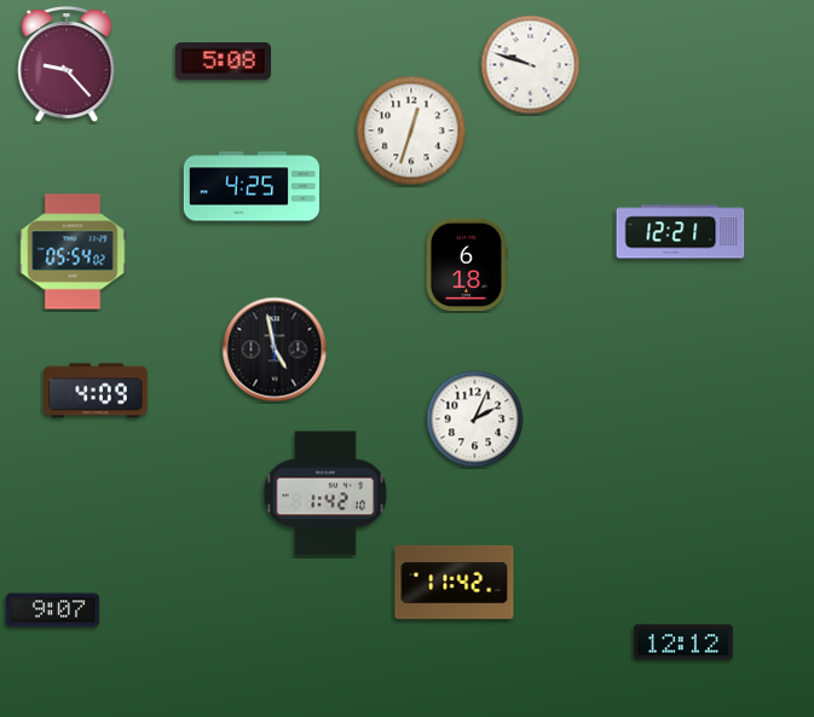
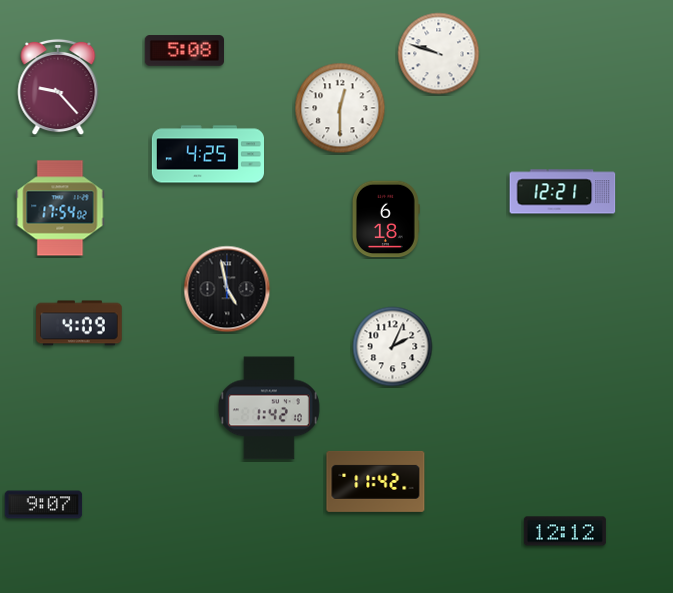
clock at (67, 64) position: (67, 64) -> (58, 87)
clock at (411, 131): 12:33 -> 12:30
clock at (73, 251): 05:54 -> 17:54
